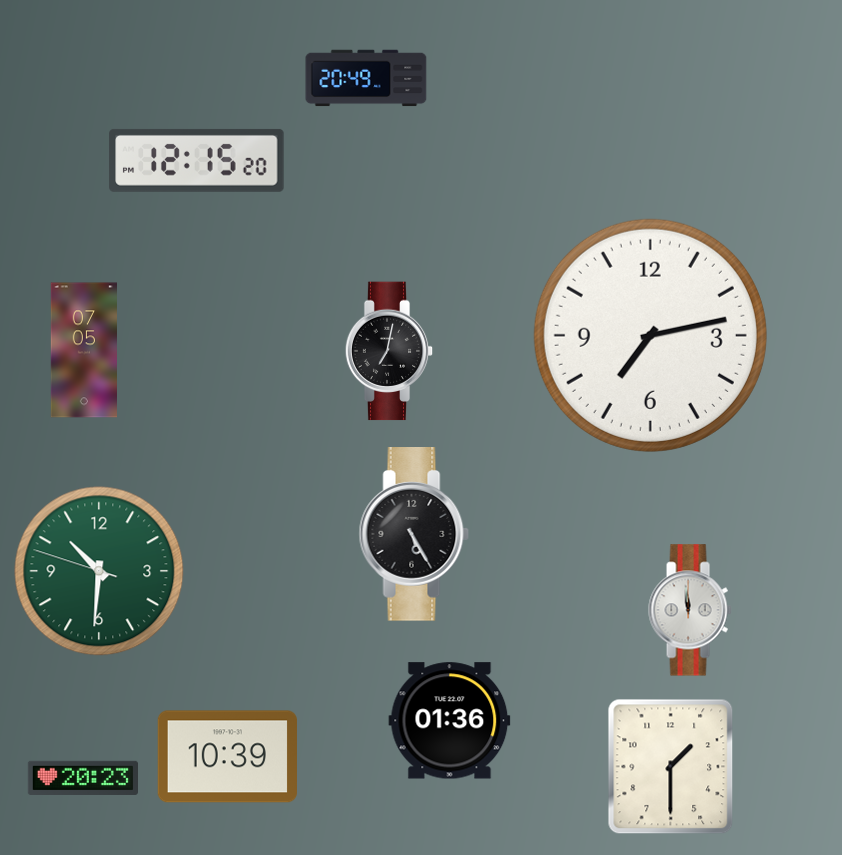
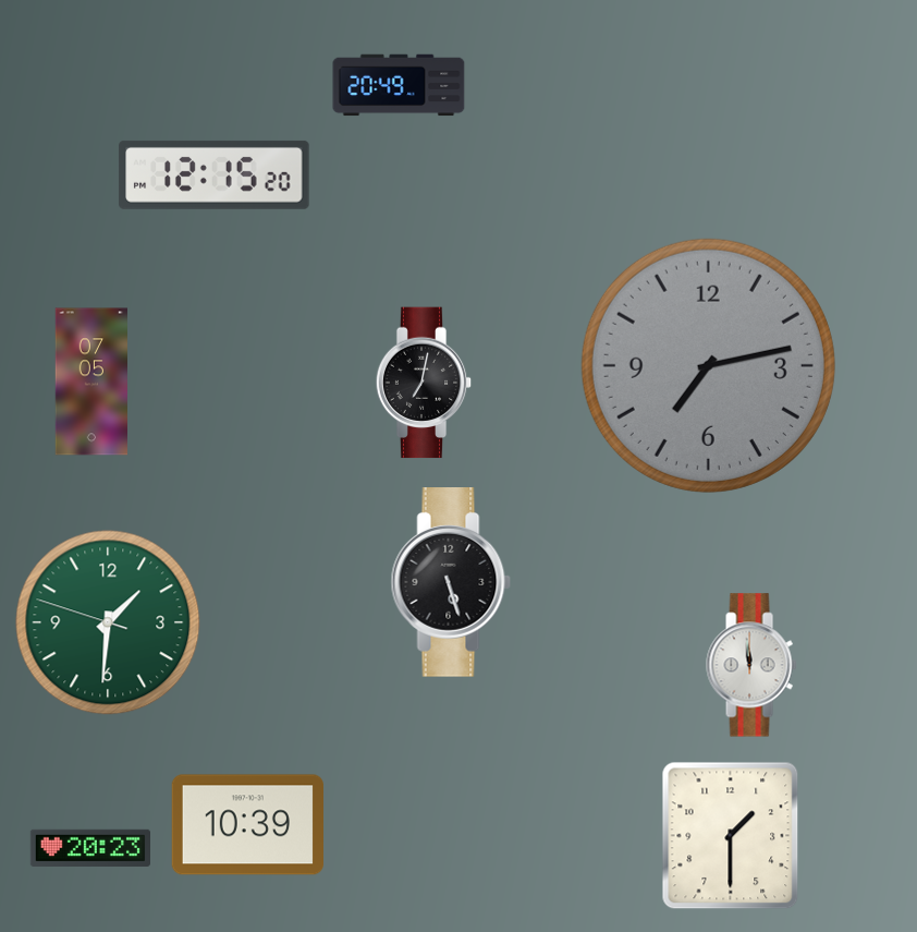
clock at (650, 335) dial: white -> grey
clock at (414, 535): 5:25 -> 5:27
clock at (99, 571): 10:30 -> 1:30
clock at (450, 721): 01:36 -> none
